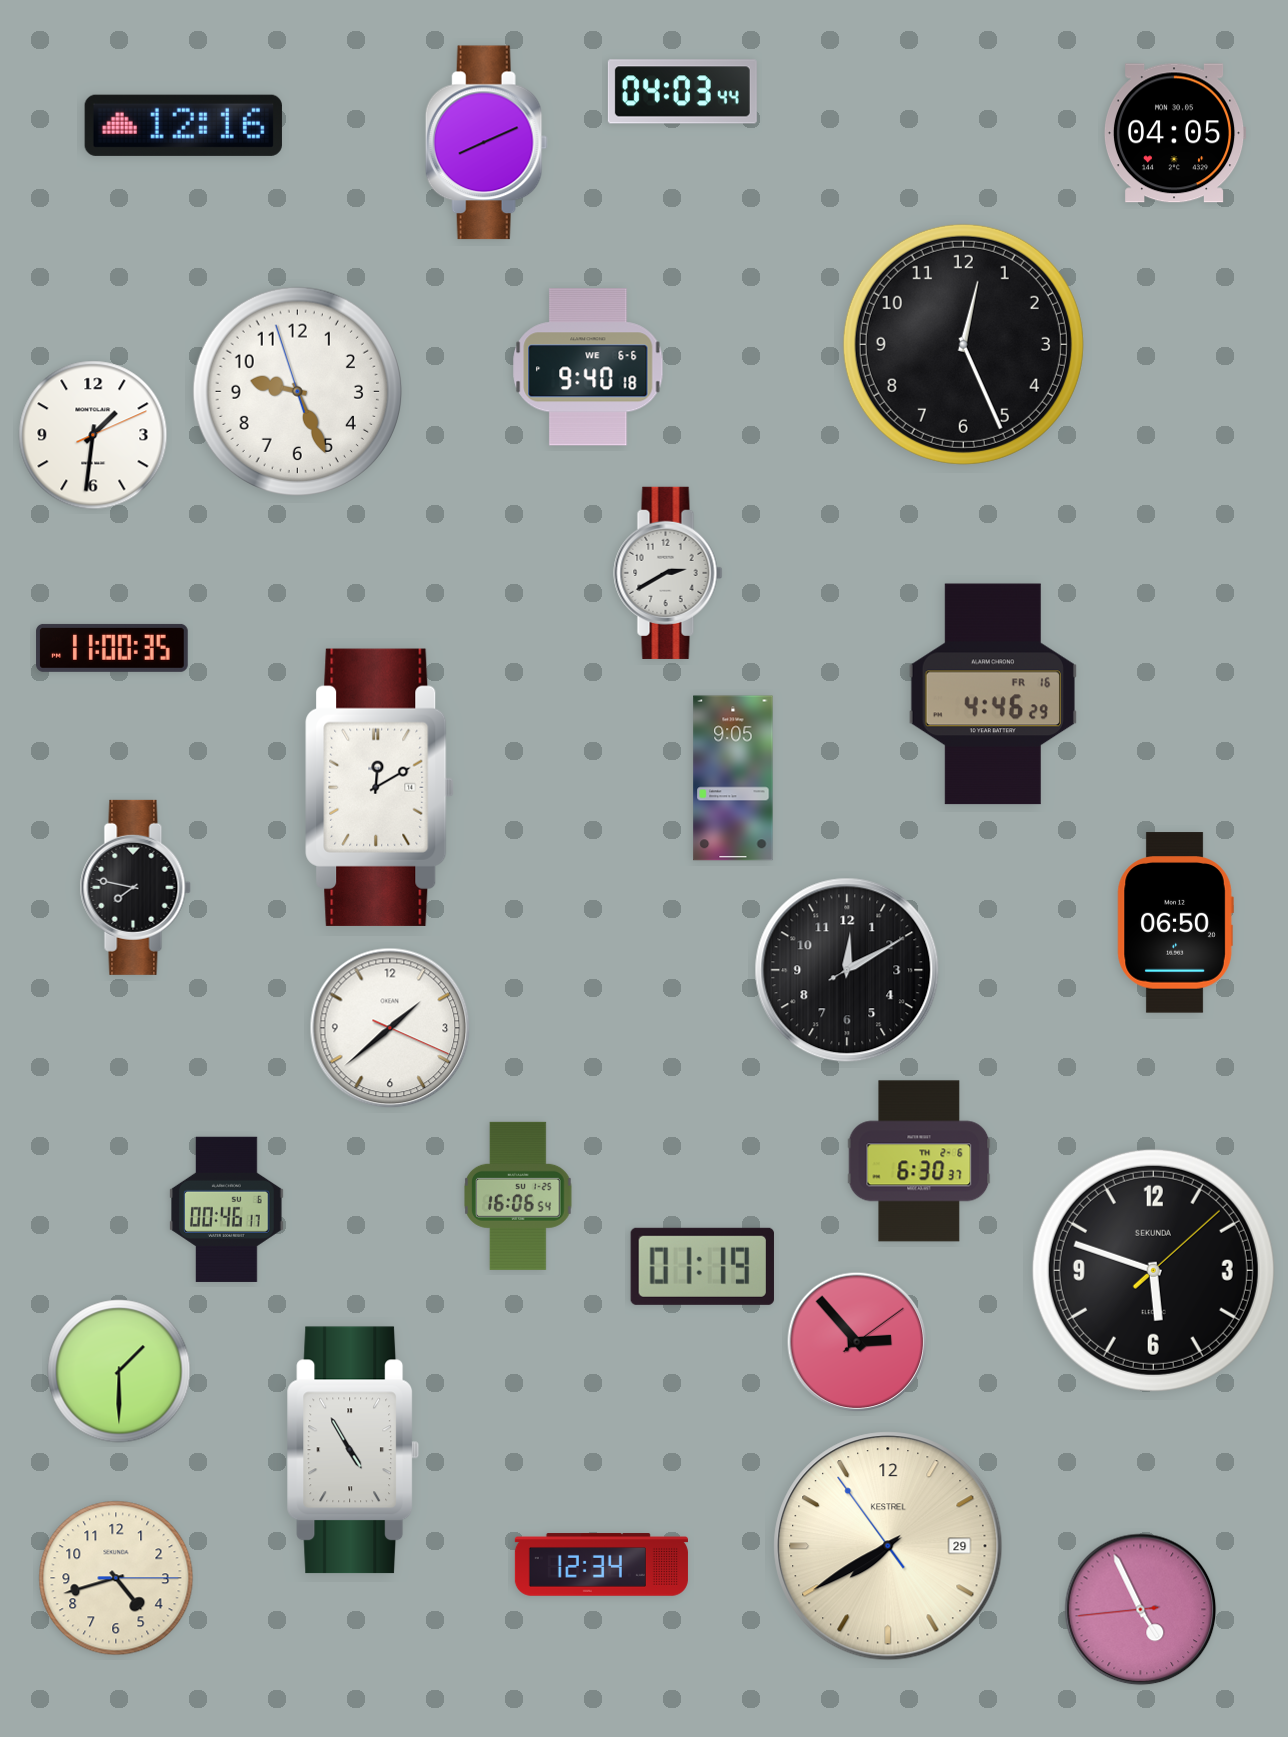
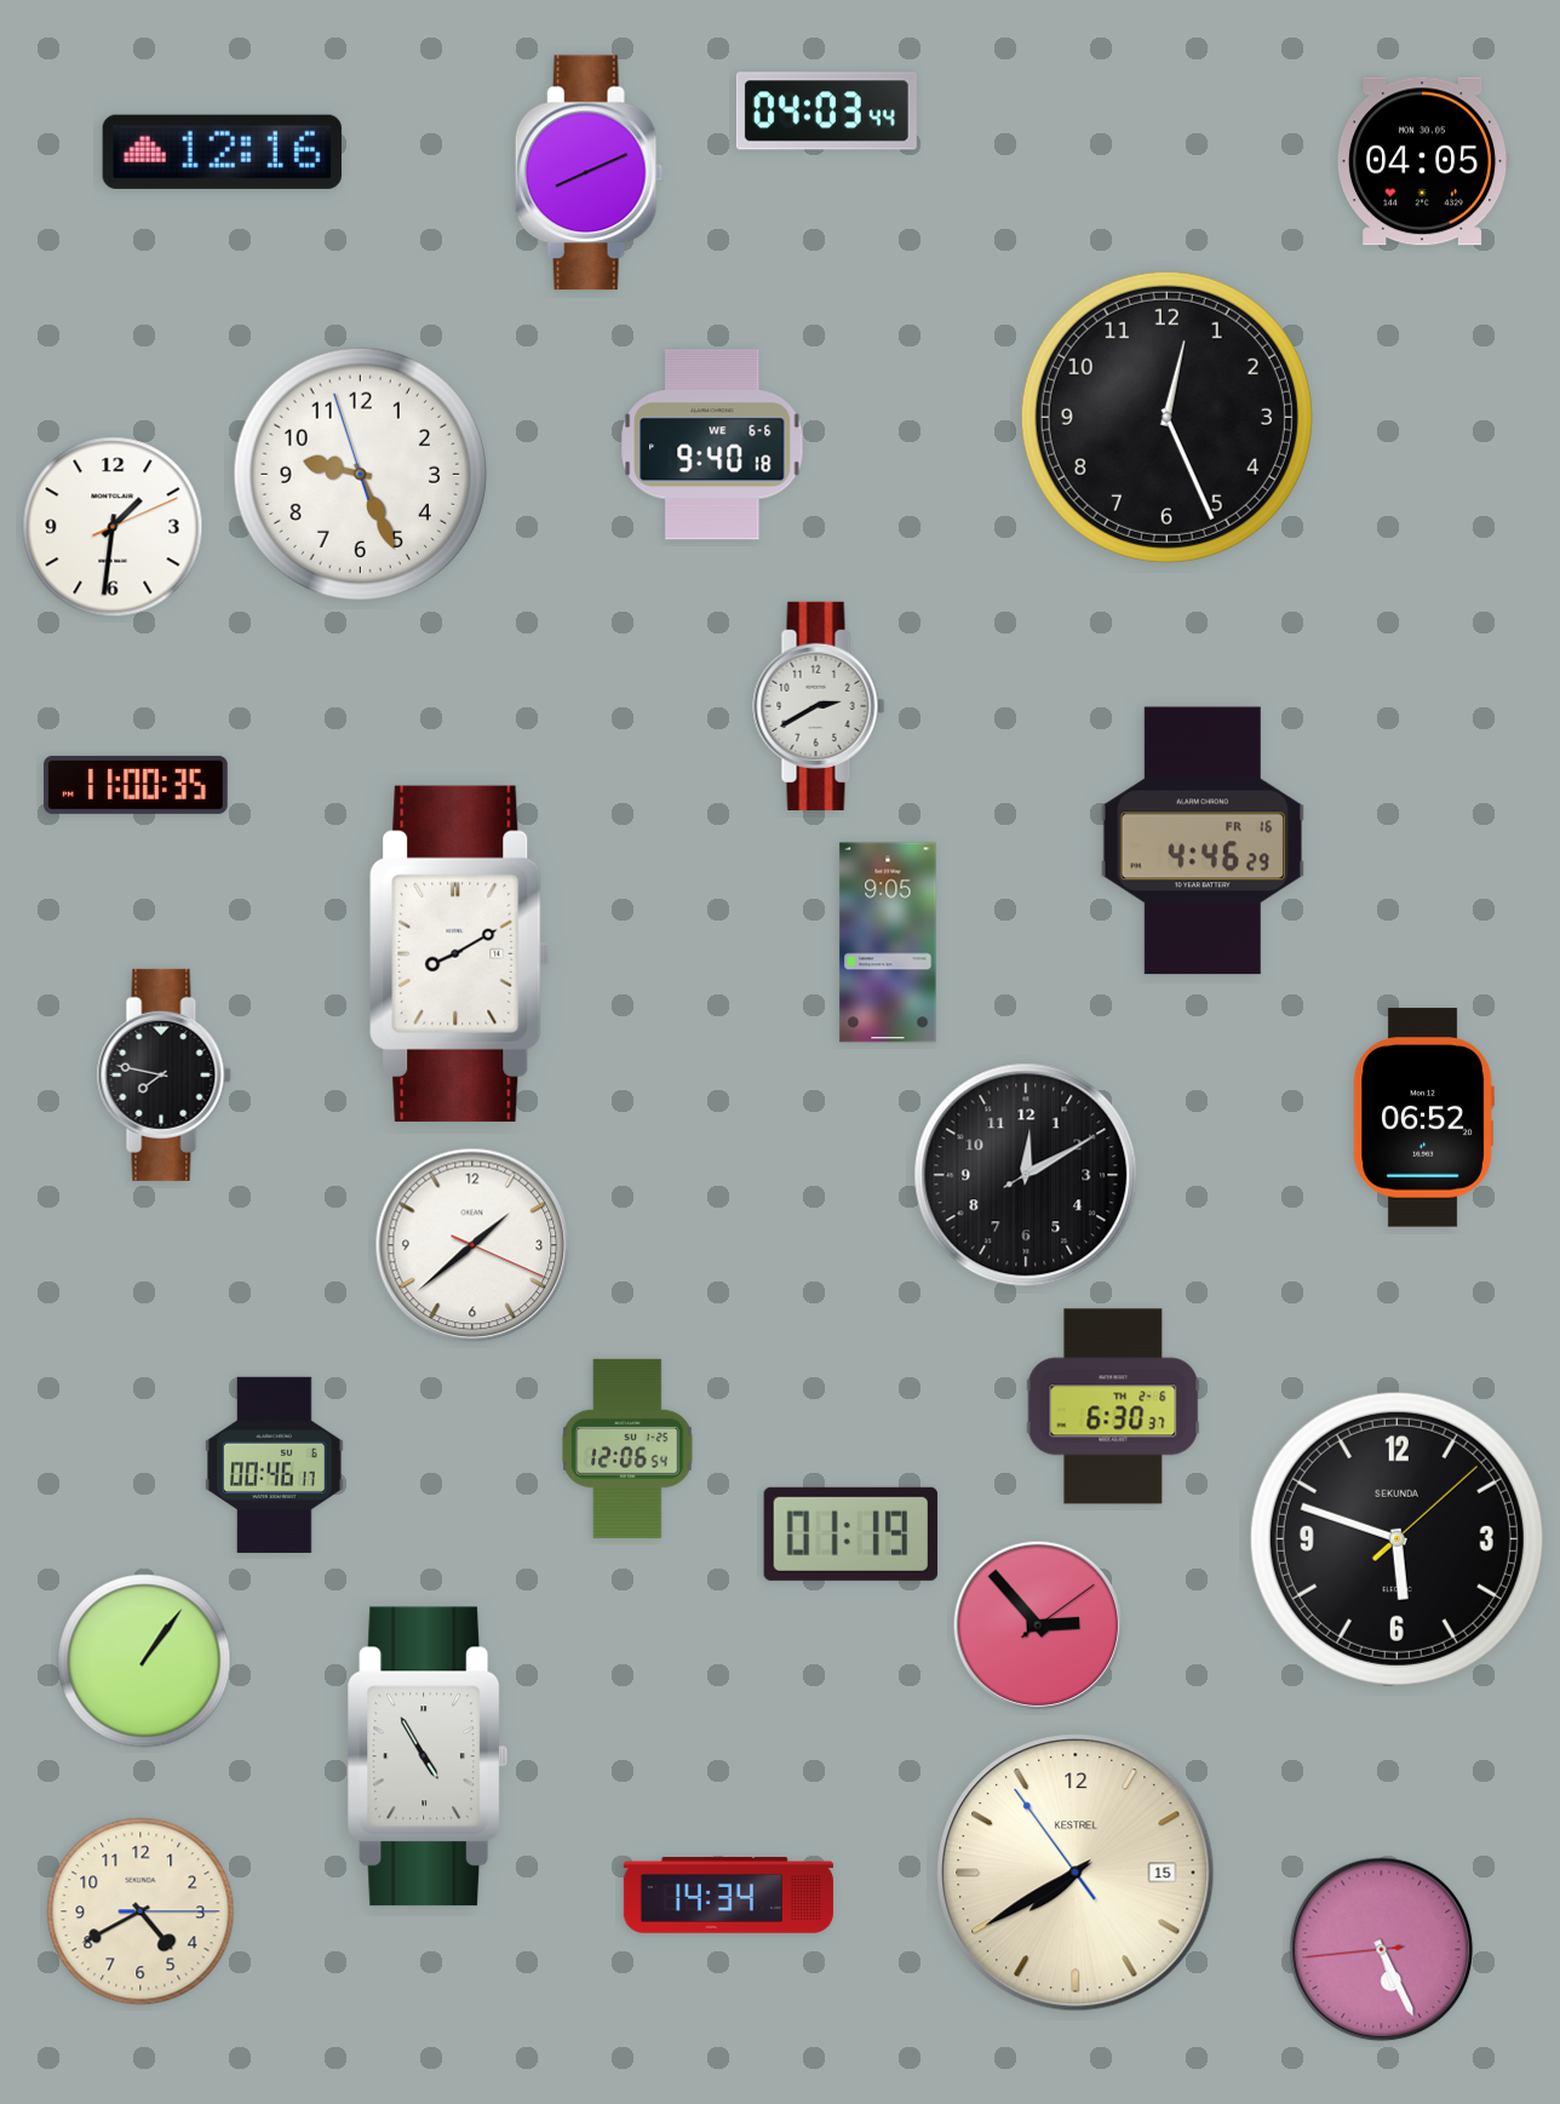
clock at (668, 573) position: (668, 573) -> (819, 706)
clock at (380, 787): 12:10 -> 8:10
clock at (1175, 923): 06:50 -> 06:52
clock at (519, 1196): 16:06 -> 12:06
clock at (119, 1371): 1:30 -> 1:06
clock at (888, 1546) date: 29 -> 15
clock at (601, 1565): 12:34 -> 14:34
clock at (116, 1578): 4:42 -> 4:40
clock at (1141, 1610): 4:55 -> 5:25
